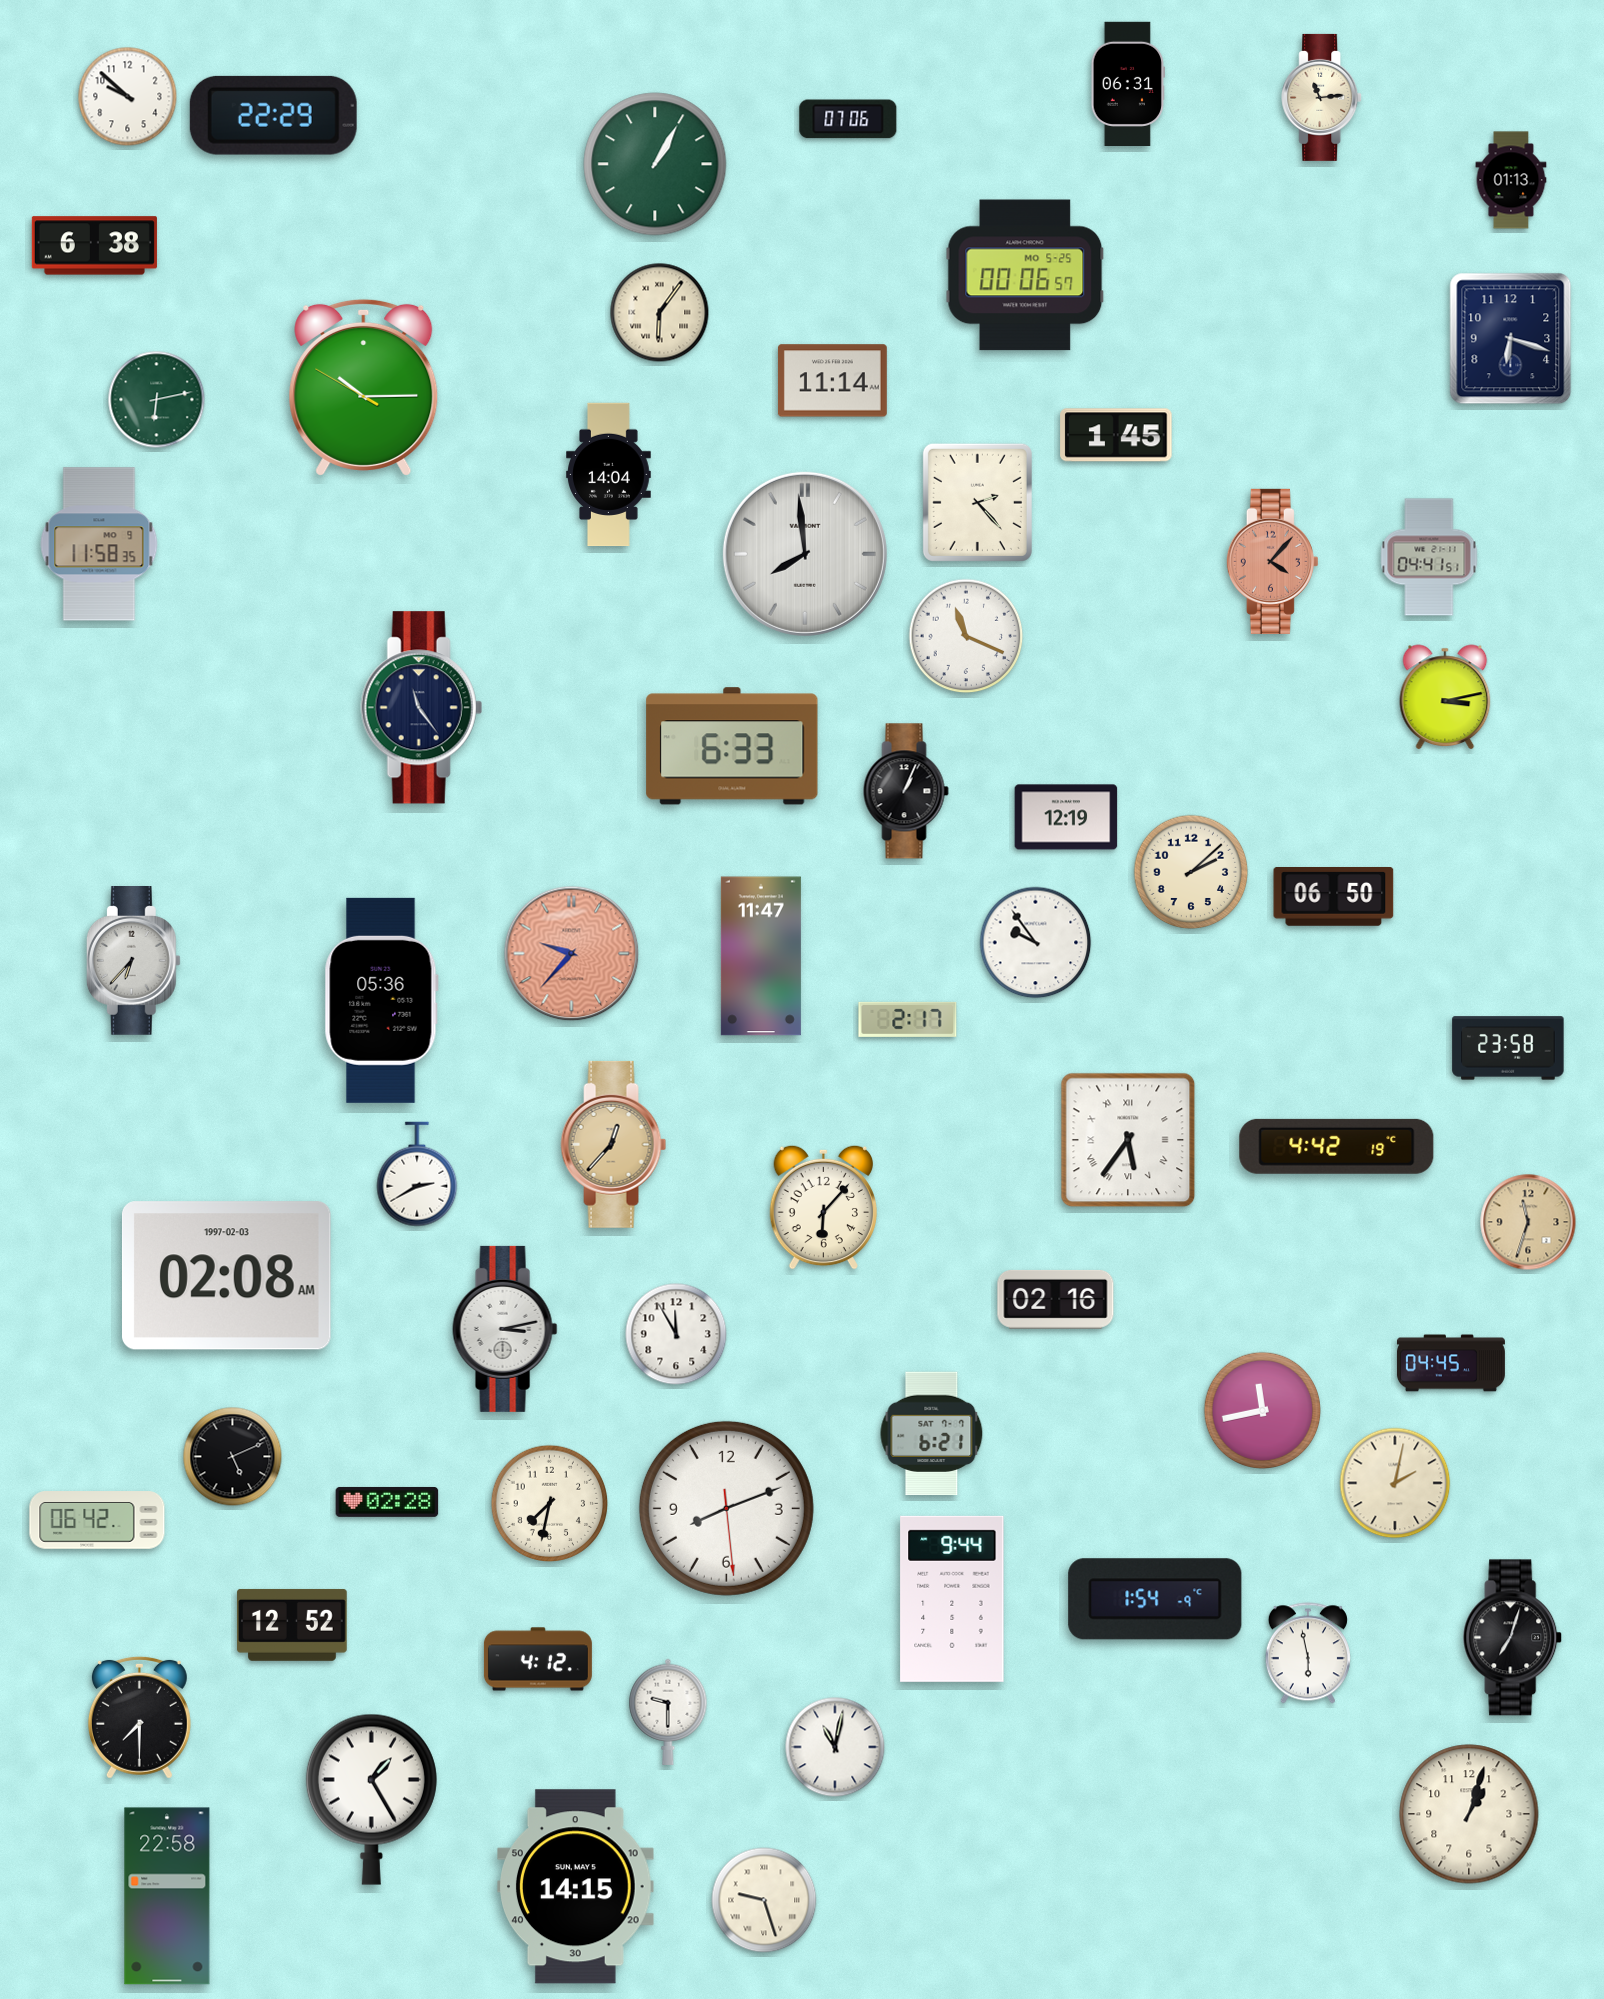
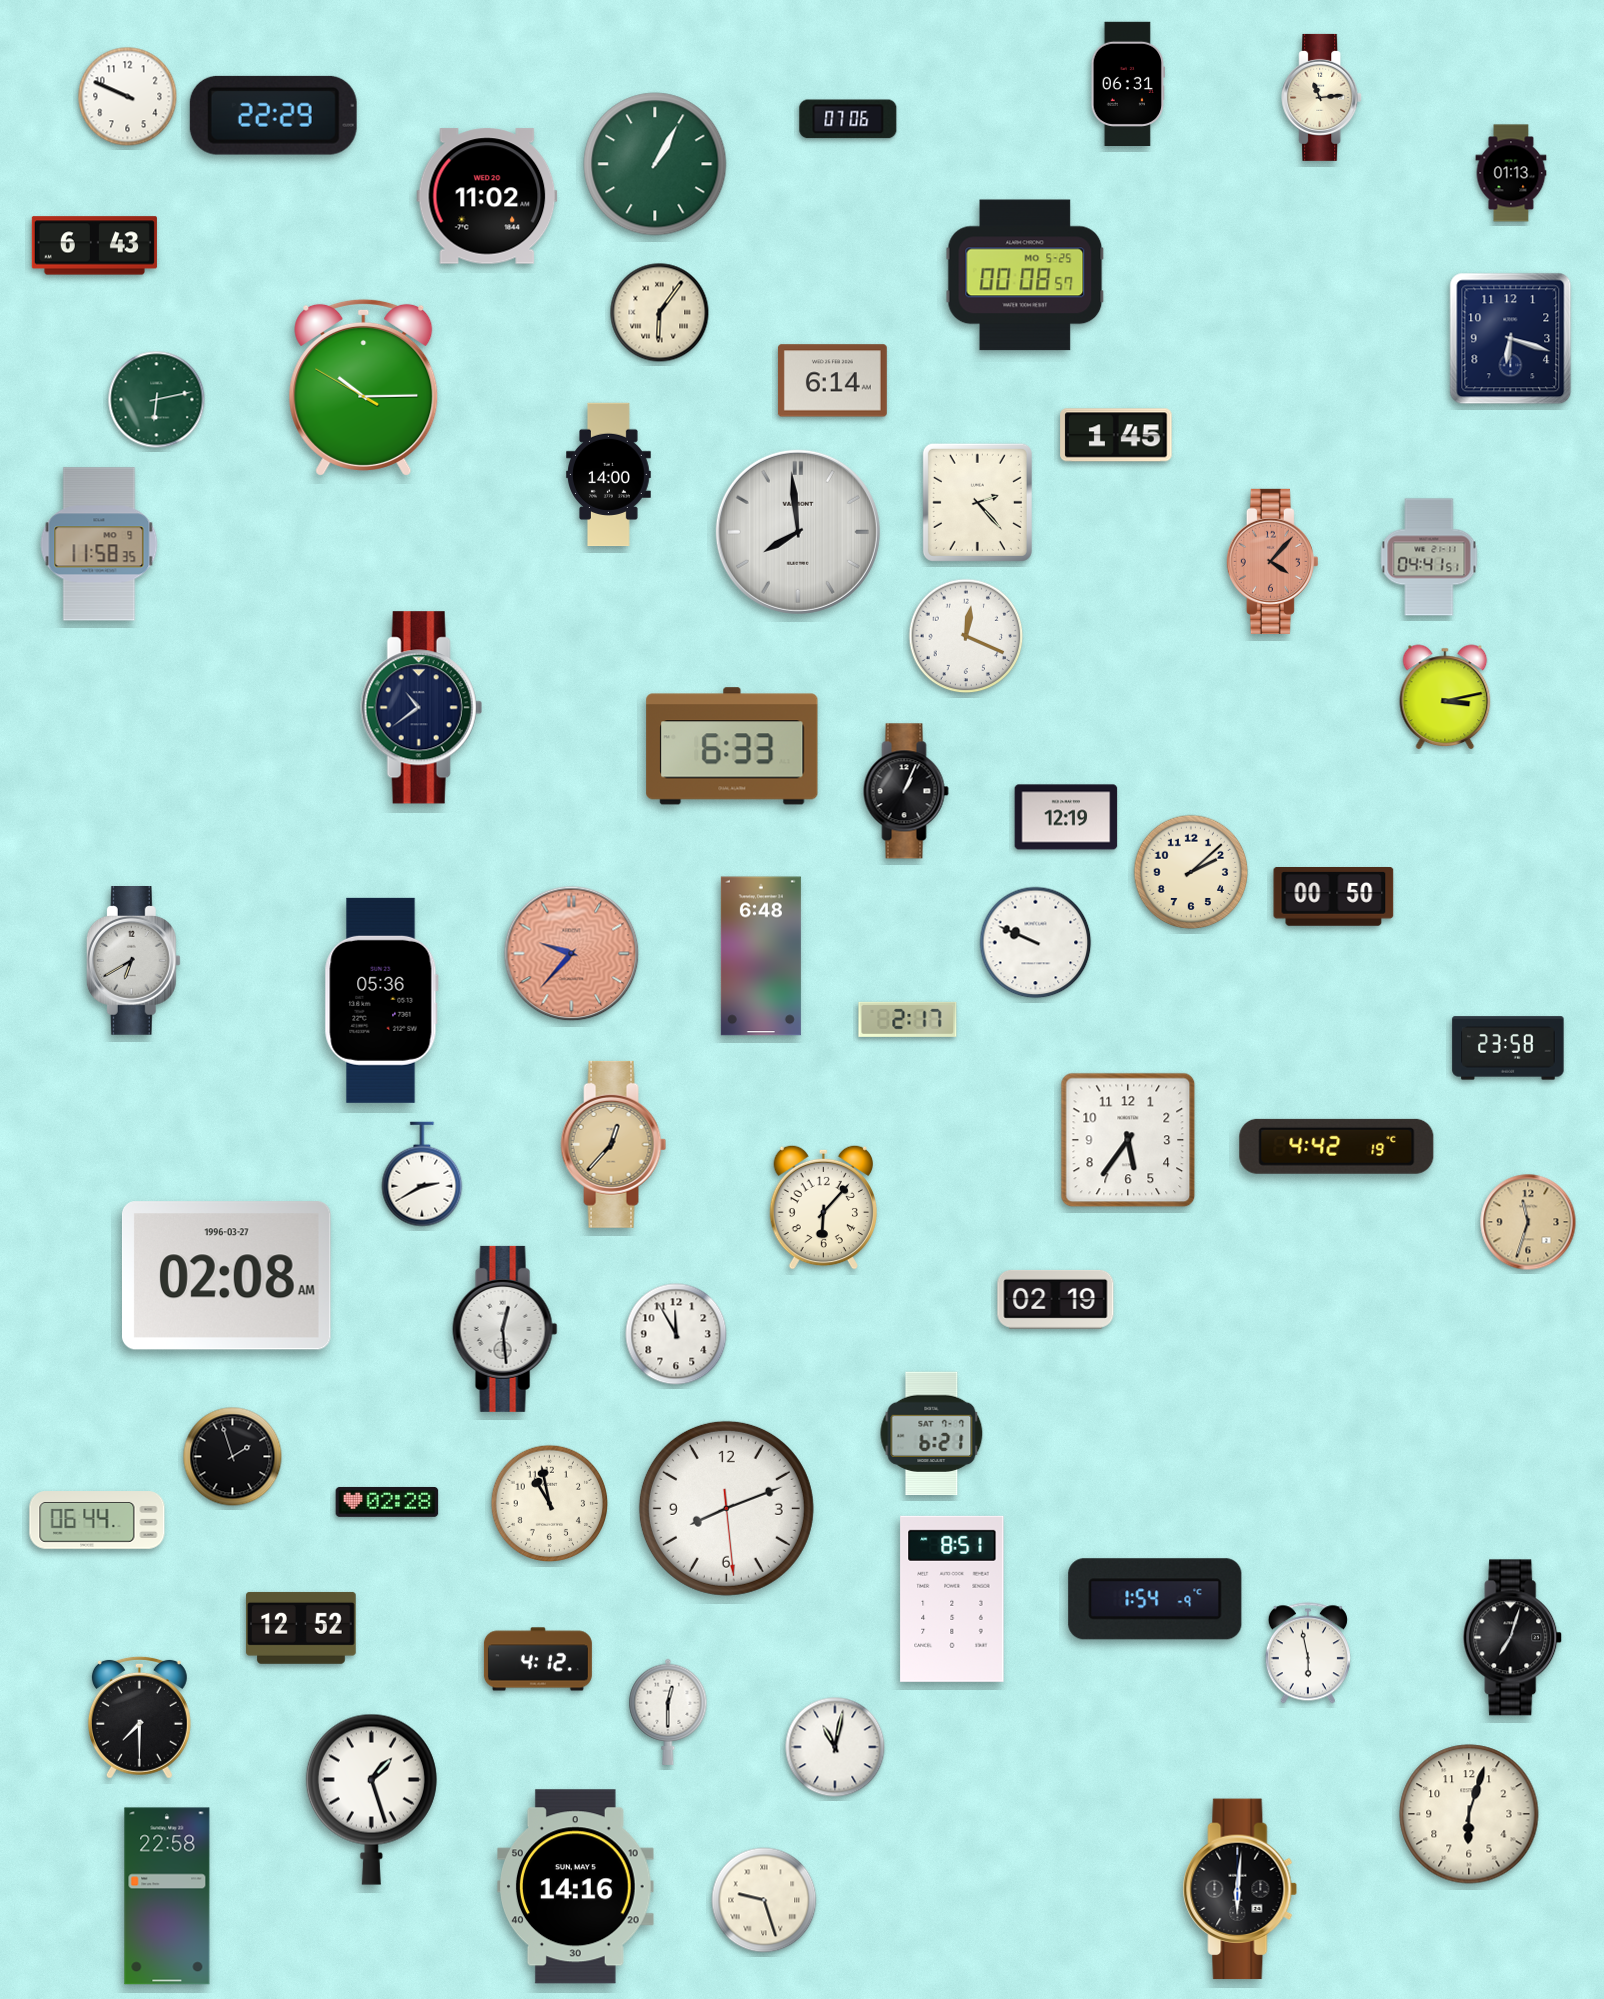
clock at (128, 97): 9:52 -> 9:49
clock at (1511, 180) position: (1511, 180) -> (1511, 173)
clock at (487, 196): none -> 11:02
clock at (94, 246): 6:38 -> 6:43
clock at (1025, 275): 00:06 -> 00:08
clock at (832, 381): 11:14 -> 6:14
clock at (609, 475): 14:04 -> 14:00
clock at (805, 554) position: (805, 554) -> (798, 532)
clock at (966, 636): 11:19 -> 12:19
clock at (421, 708): 11:24 -> 10:39
clock at (1334, 897): 06:50 -> 00:50
clock at (1036, 943): 9:54 -> 9:49
clock at (761, 956): 11:47 -> 6:48
clock at (133, 961): 6:37 -> 6:40
clock at (1128, 1140) numerals: Roman -> Arabic
clock at (417, 1174) position: (417, 1174) -> (422, 1174)
clock at (226, 1276) date: 1997-02-03 -> 1996-03-27
clock at (1056, 1299): 02:16 -> 02:19
clock at (505, 1329): 3:13 -> 12:29
clock at (1451, 1363): 04:45 -> none
clock at (1263, 1411): 11:43 -> none
clock at (233, 1457): 5:11 -> 1:57
clock at (1395, 1483): 2:02 -> none
clock at (550, 1504): 7:32 -> 10:58
clock at (97, 1520): 06:42 -> 06:44
clock at (952, 1599): 9:44 -> 8:51
clock at (292, 1625) position: (292, 1625) -> (301, 1628)
clock at (668, 1712): 9:30 -> 12:30
clock at (371, 1799): 1:25 -> 1:27
clock at (1469, 1814): 1:03 -> 6:03
clock at (576, 1887): 14:15 -> 14:16
clock at (1240, 1889): none -> 6:01
